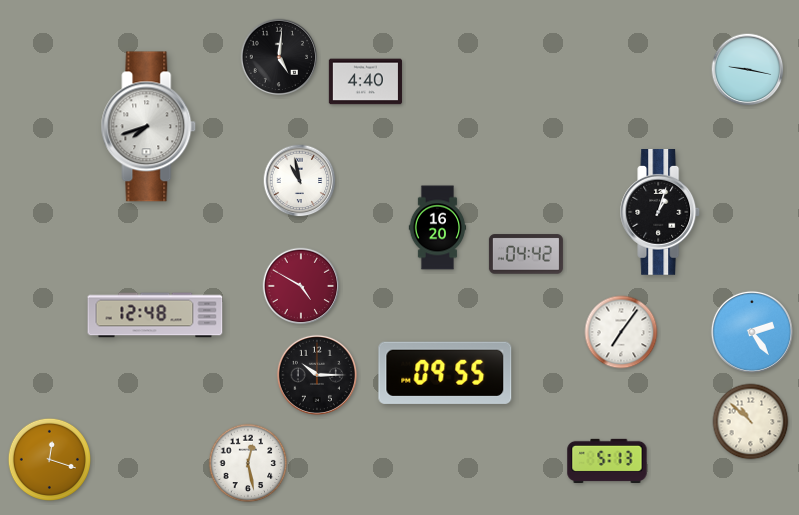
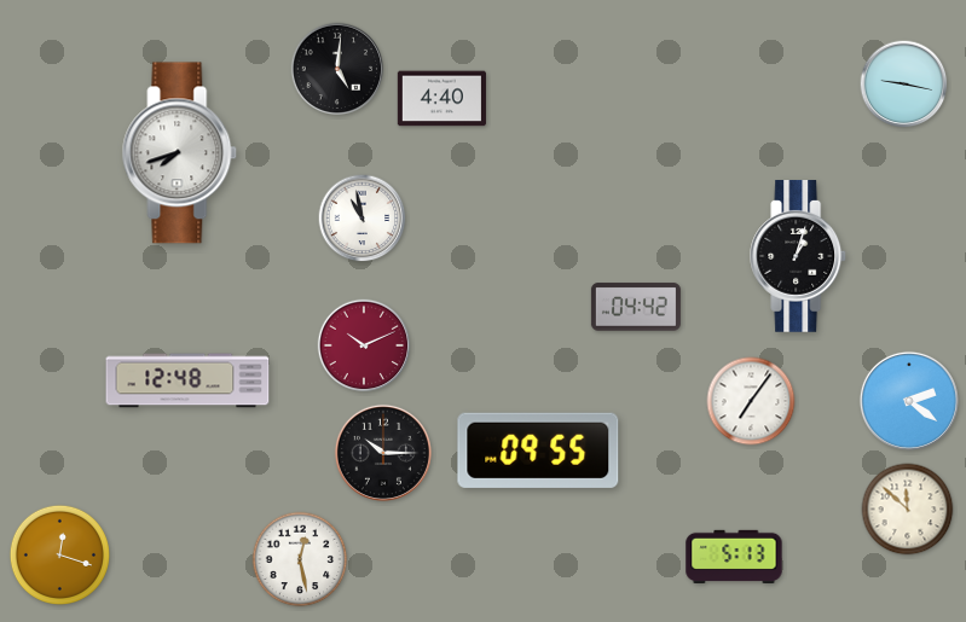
clock at (438, 228): 16:20 -> none
clock at (301, 286): 4:50 -> 10:11
clock at (752, 332): 2:24 -> 2:21
clock at (751, 422): 10:52 -> 11:52
